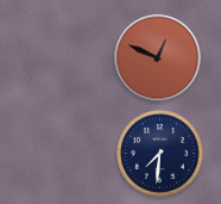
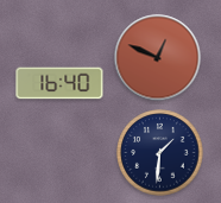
clock at (59, 83): none -> 16:40
clock at (160, 154): 7:31 -> 1:31
